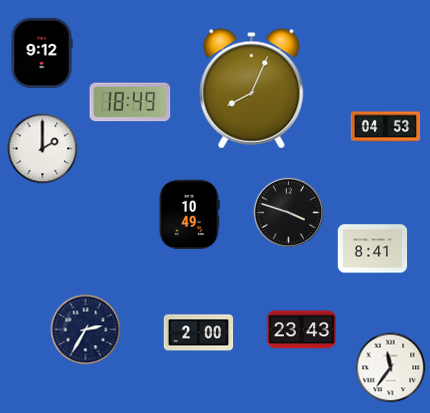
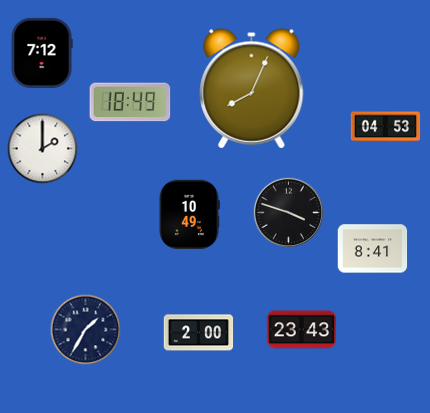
clock at (42, 53): 9:12 -> 7:12
clock at (86, 330): 2:35 -> 1:35
clock at (391, 368): 11:36 -> none
